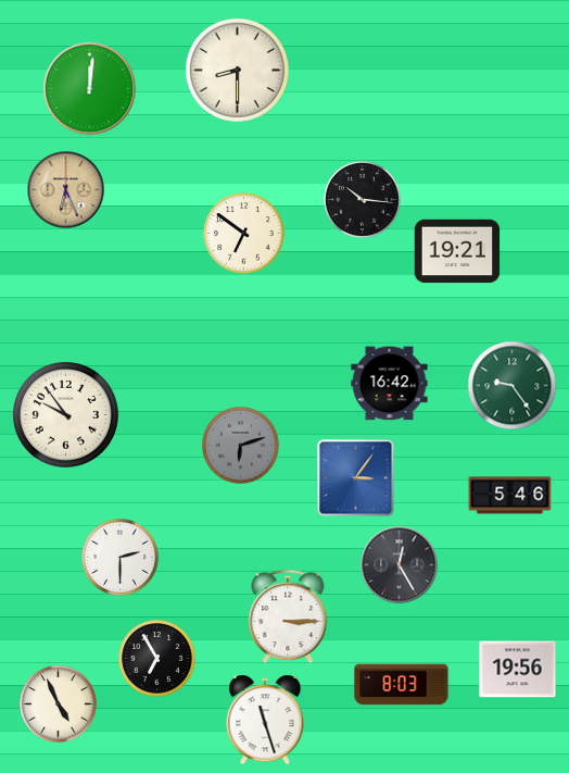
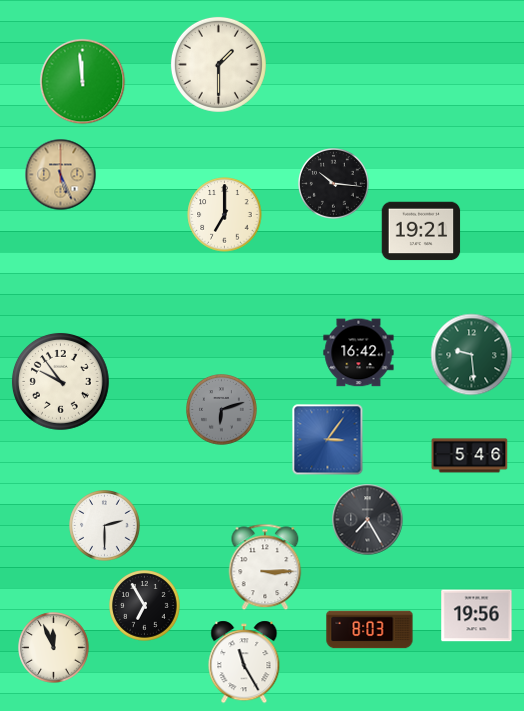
clock at (237, 70): 8:30 -> 1:30
clock at (90, 89): 12:01 -> 11:59
clock at (66, 190): 6:26 -> 5:26
clock at (244, 234): 6:51 -> 7:00
clock at (513, 386): 9:24 -> 9:29
clock at (121, 558) position: (121, 558) -> (105, 526)
clock at (400, 565): 12:25 -> 7:25
clock at (59, 705): 4:56 -> 11:56
clock at (265, 720): 11:27 -> 11:25
